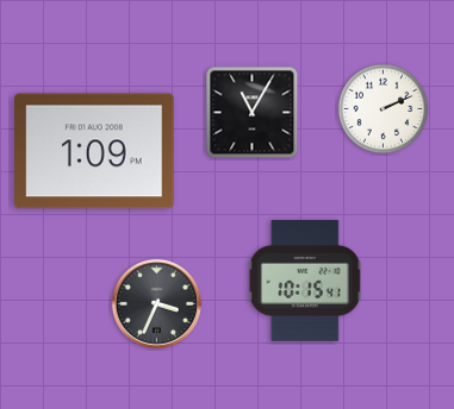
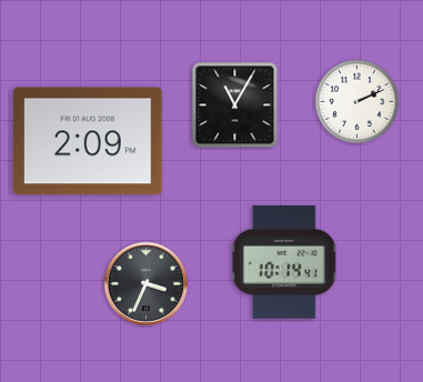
clock at (94, 151): 1:09 -> 2:09
clock at (305, 281): 10:15 -> 10:14
